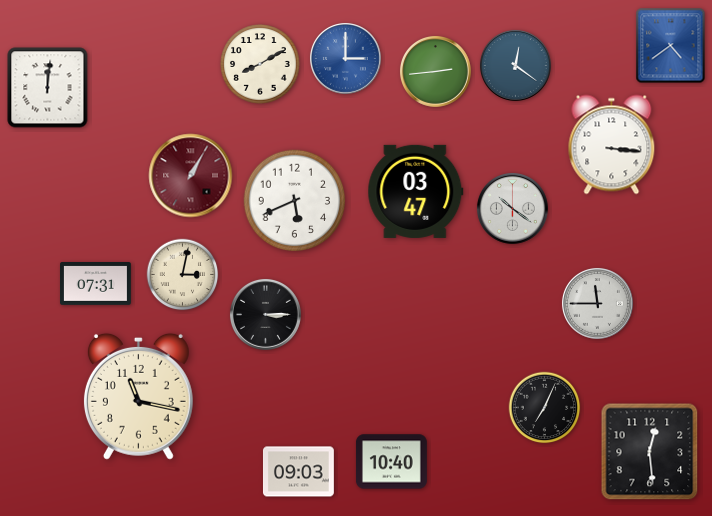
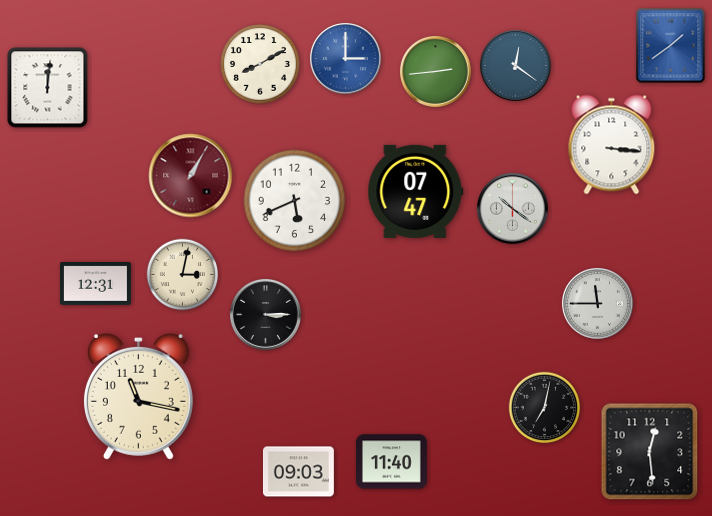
clock at (671, 46): 4:39 -> 1:39
clock at (416, 191): 03:47 -> 07:47
clock at (96, 284): 07:31 -> 12:31
clock at (545, 408): 7:04 -> 7:02
clock at (391, 462): 10:40 -> 11:40
